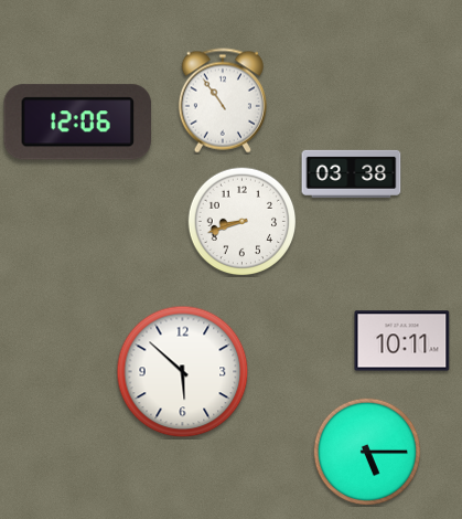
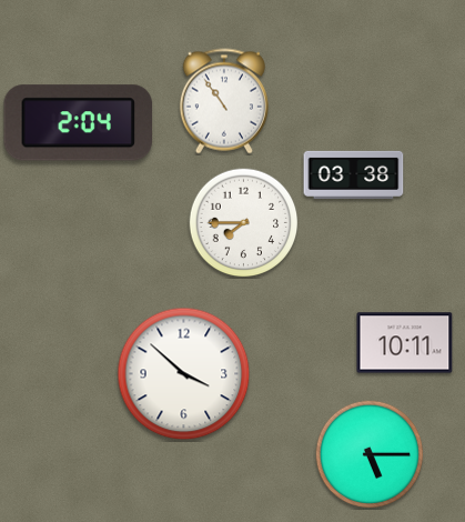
clock at (78, 123): 12:06 -> 2:04
clock at (243, 222): 8:42 -> 7:45
clock at (183, 372): 5:52 -> 3:52
